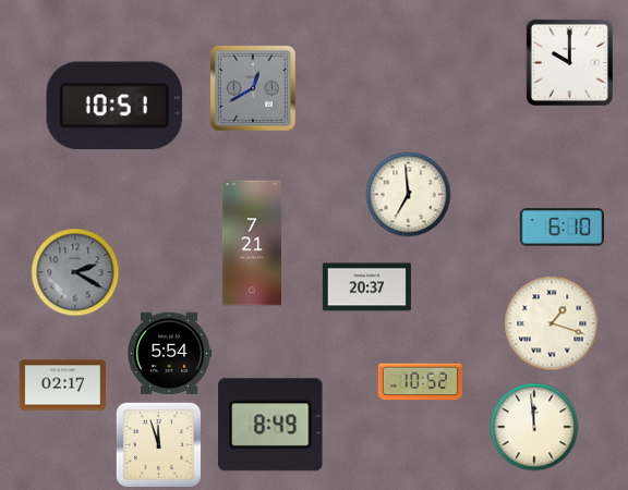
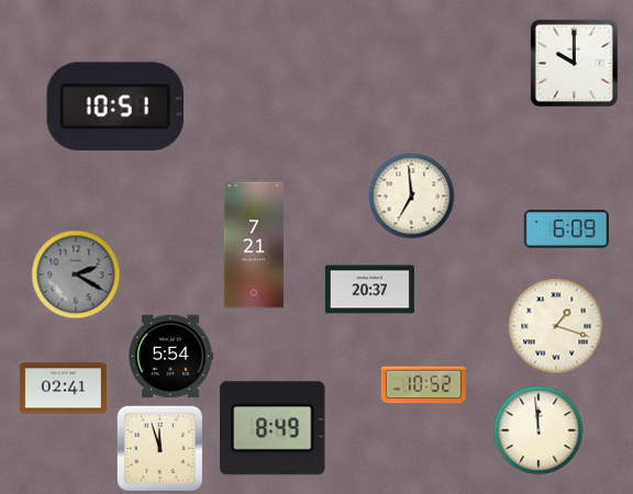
clock at (253, 88): 12:40 -> none
clock at (561, 228): 6:10 -> 6:09
clock at (62, 385): 02:17 -> 02:41
